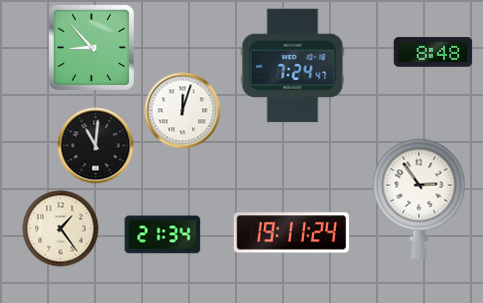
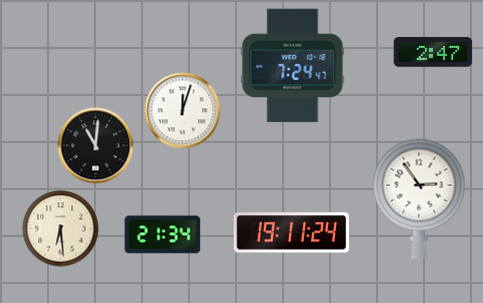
clock at (91, 47): 8:53 -> none
clock at (433, 52): 8:48 -> 2:47
clock at (61, 229): 1:24 -> 6:29
